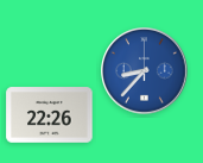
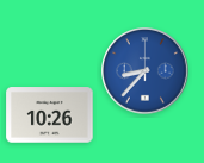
clock at (50, 115): 22:26 -> 10:26
